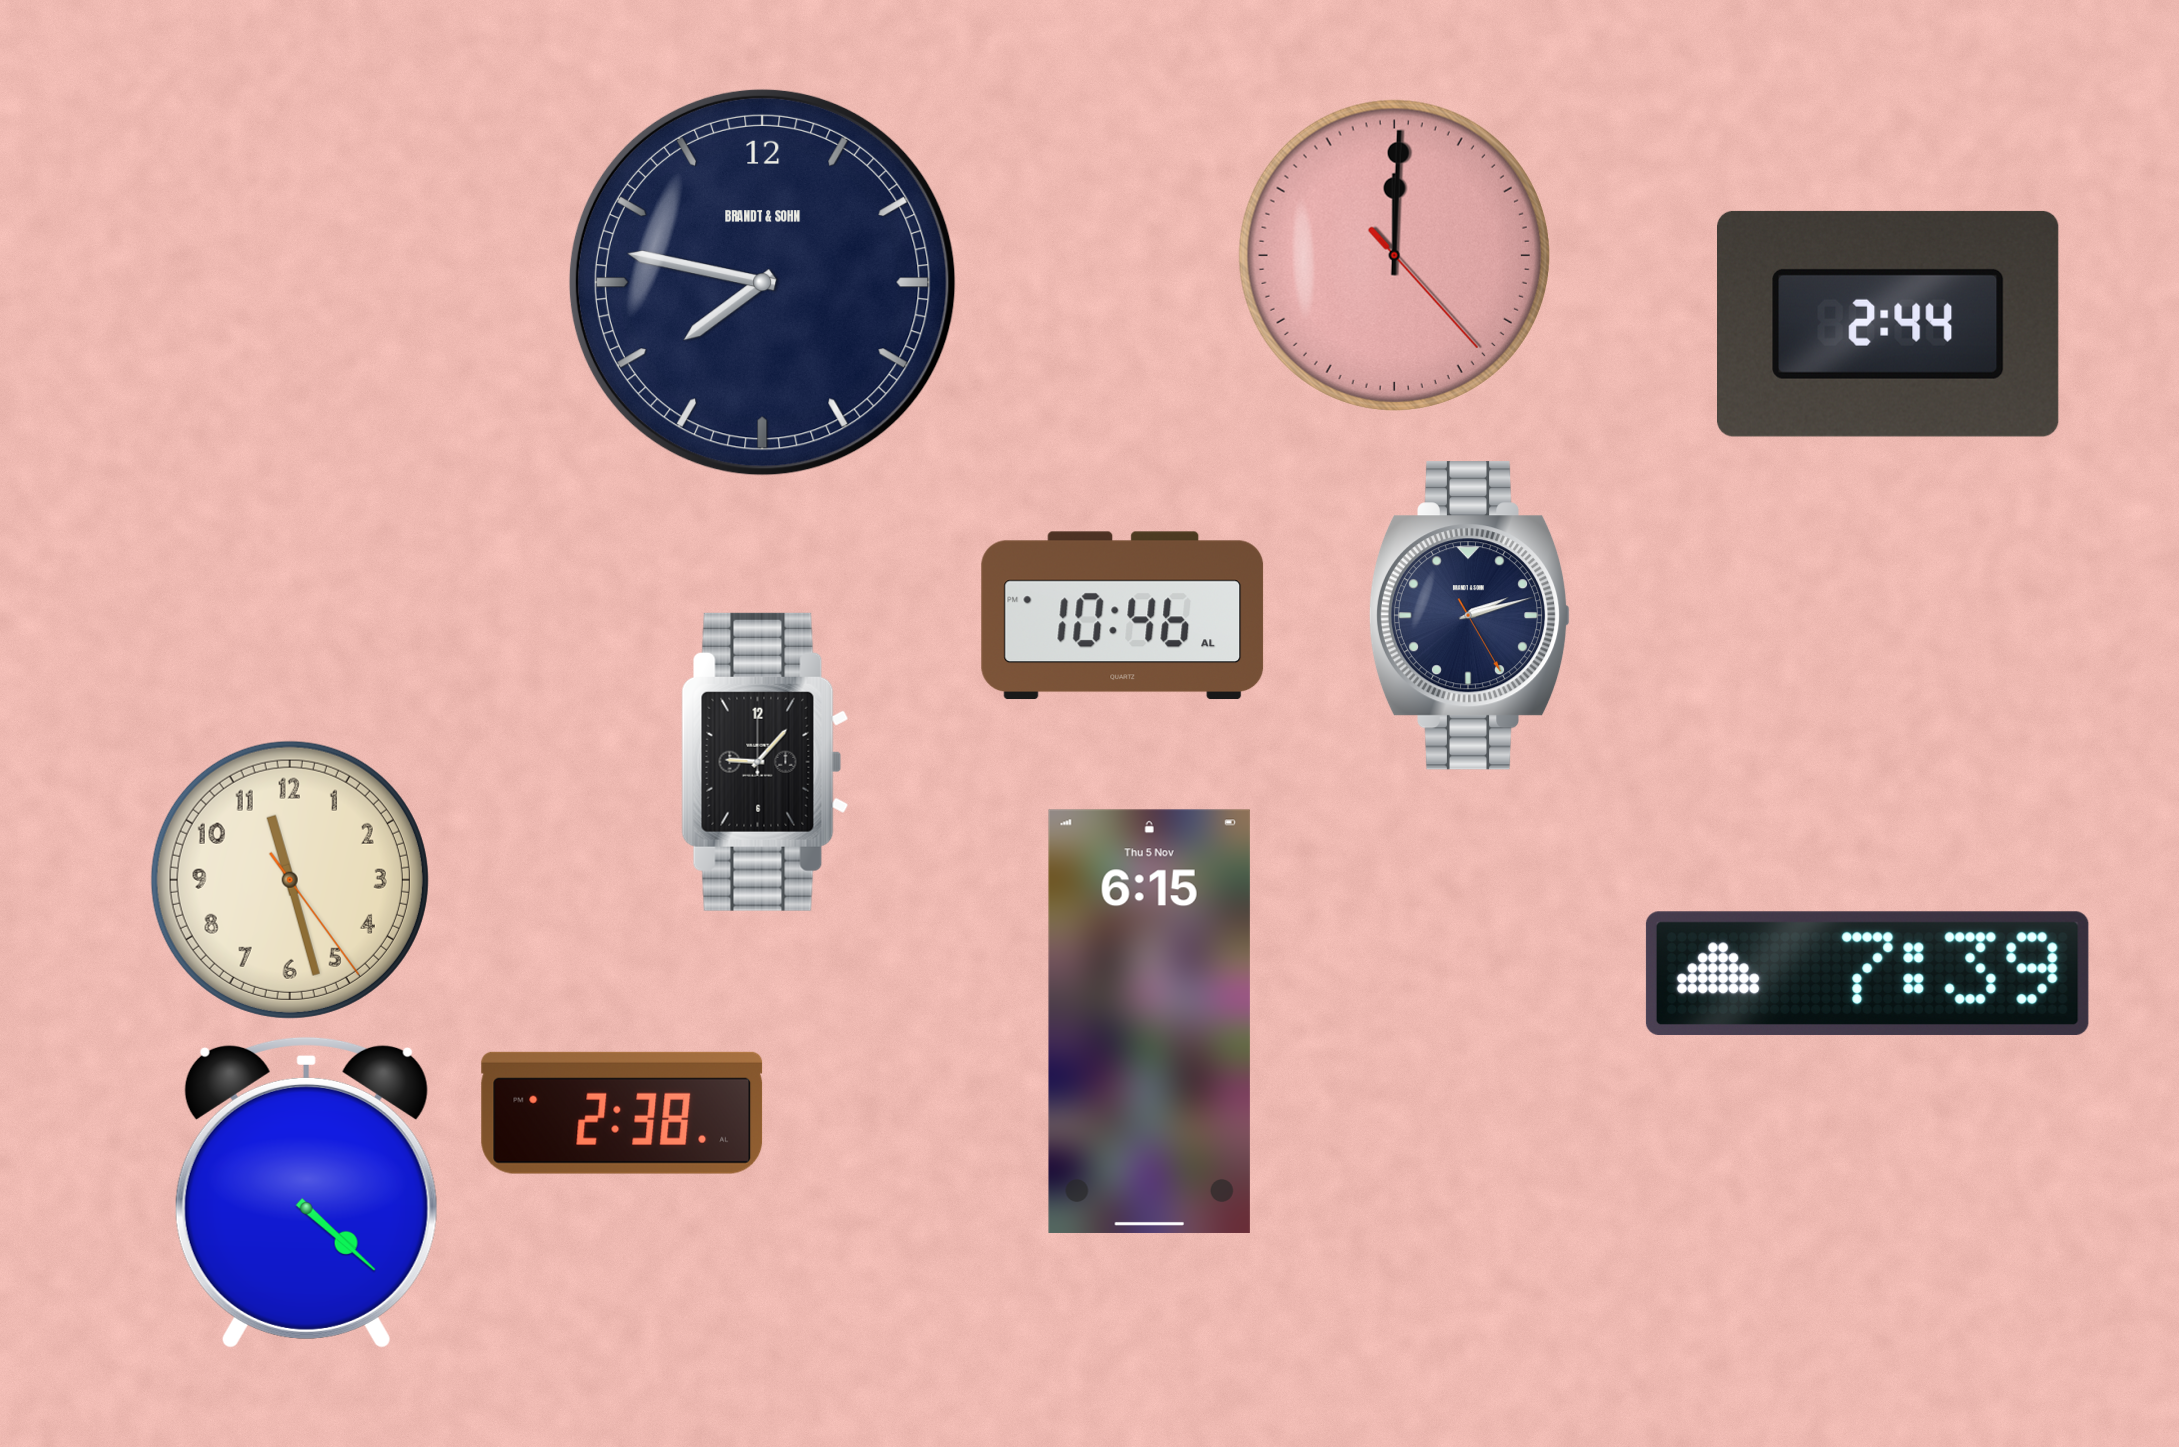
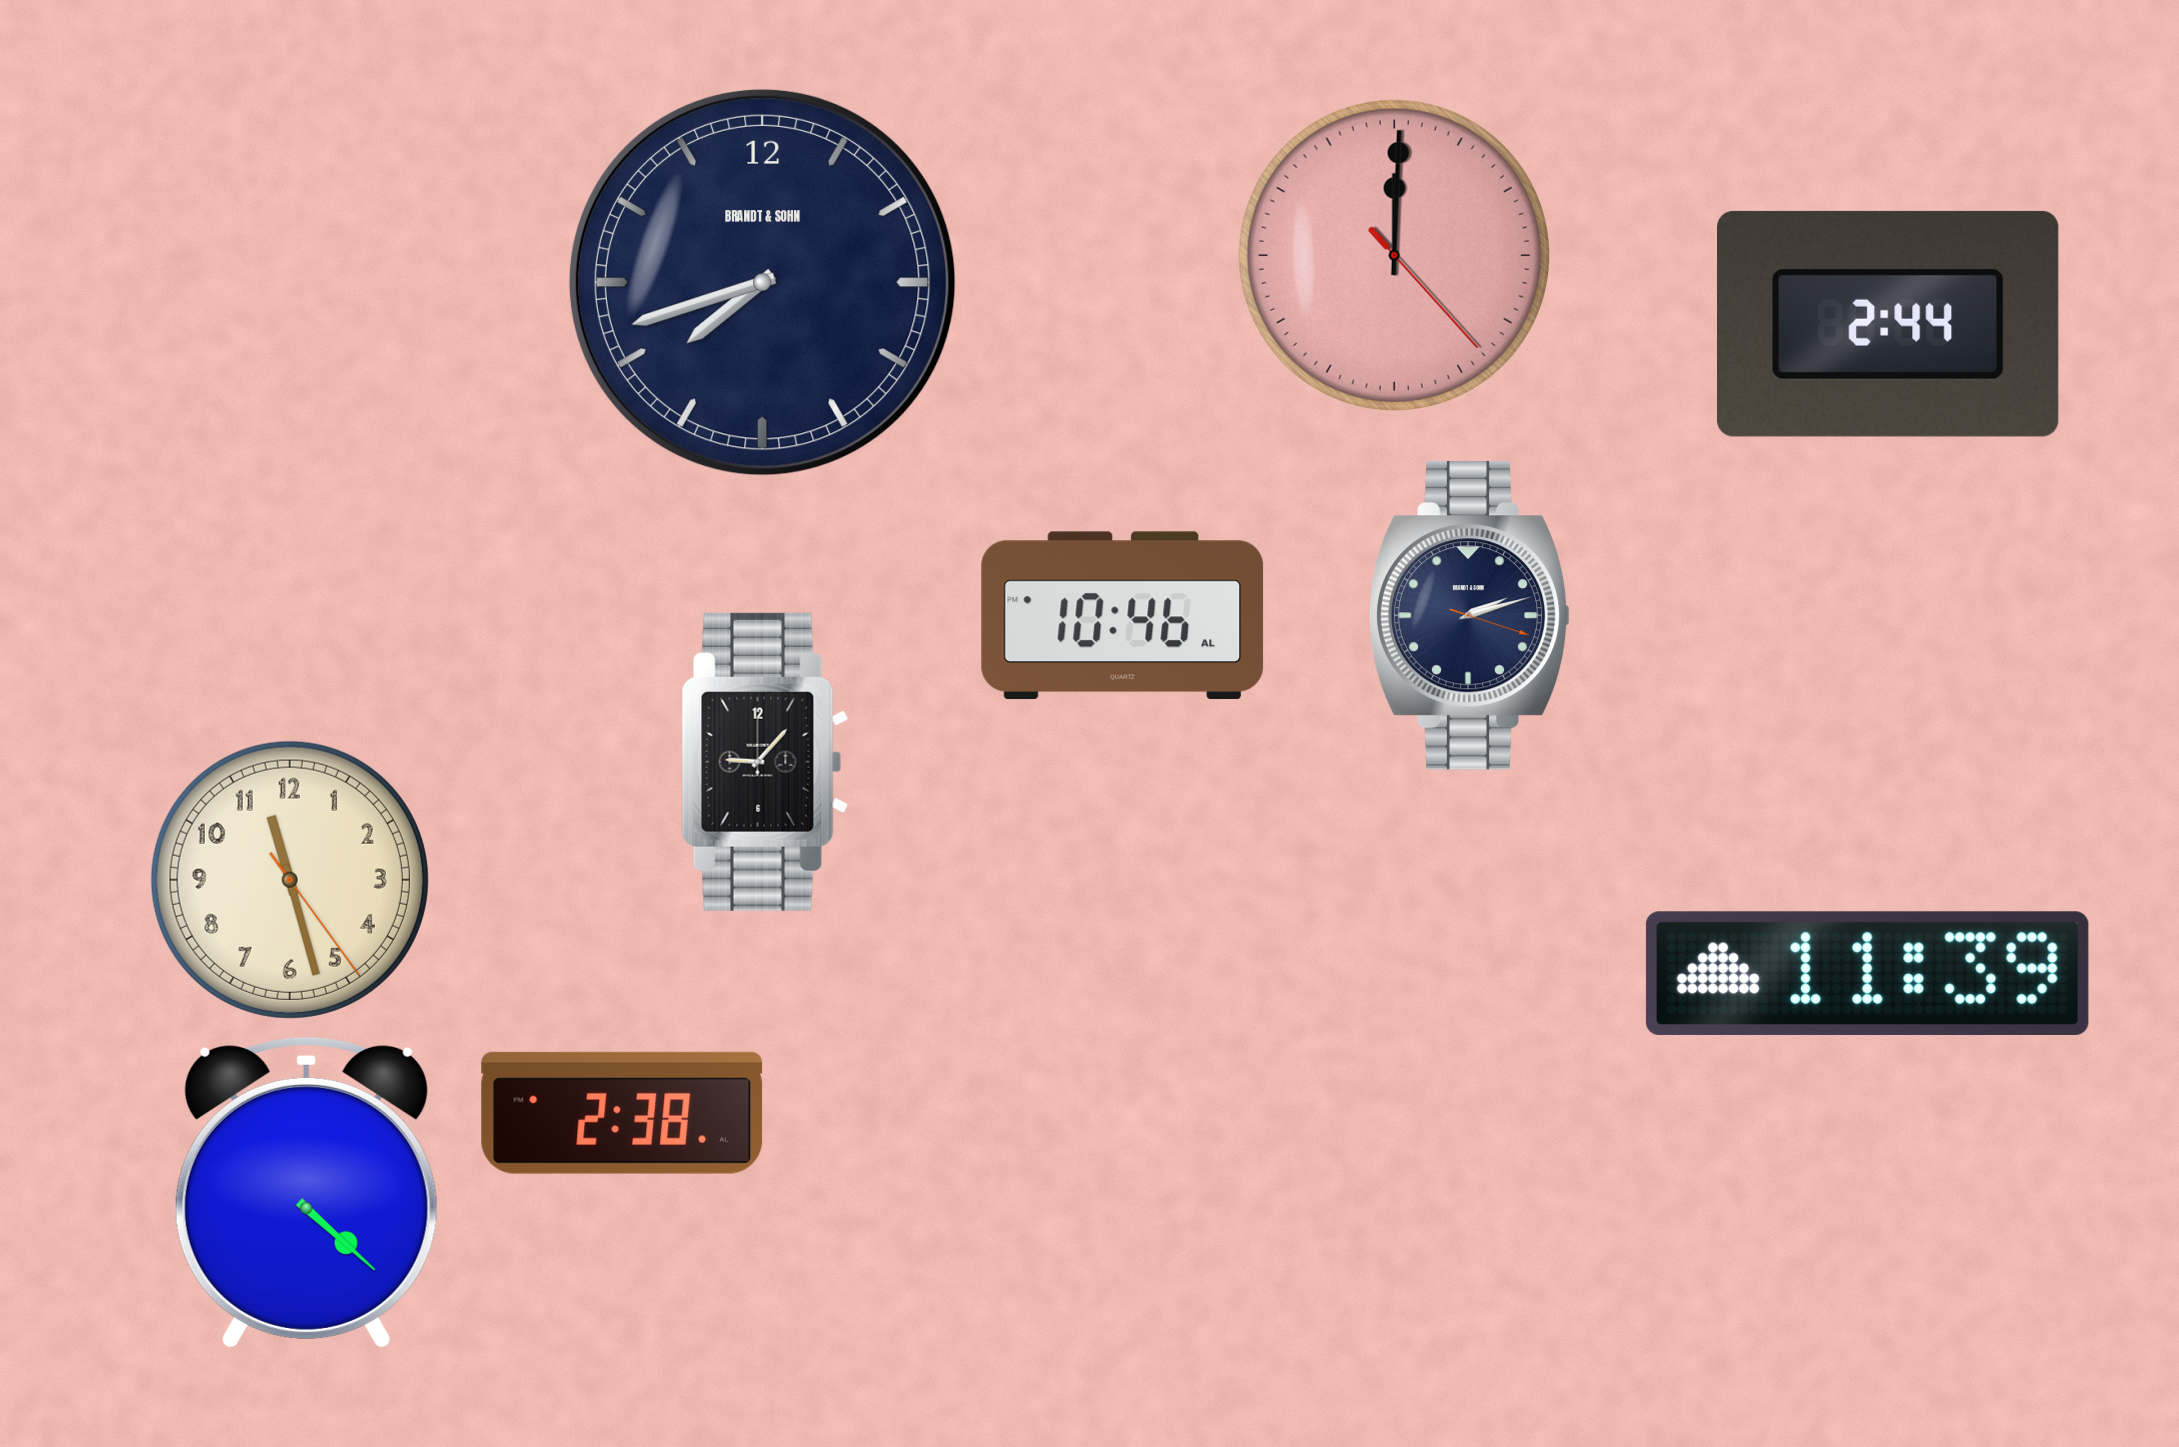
clock at (762, 282): 7:47 -> 7:42
clock at (1470, 616): 2:12:25 -> 2:12:18
clock at (1867, 973): 7:39 -> 11:39
clock at (1149, 1021): 6:15 -> none
